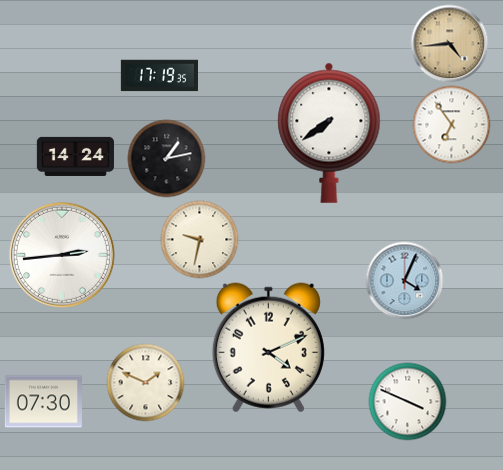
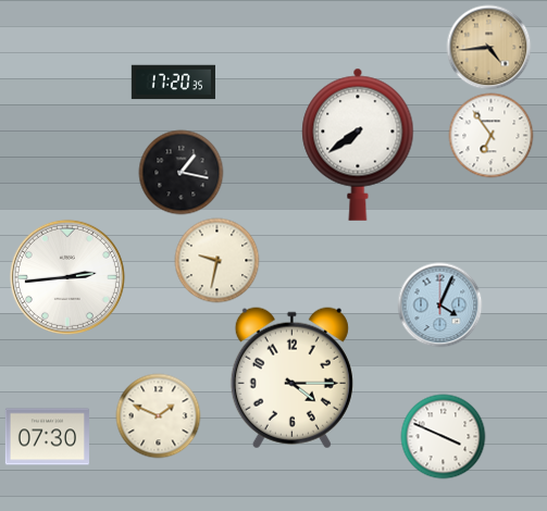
clock at (159, 76): 17:19 -> 17:20
clock at (75, 156): 14:24 -> none
clock at (166, 158): 1:13 -> 1:17
clock at (268, 348): 4:11 -> 4:15
